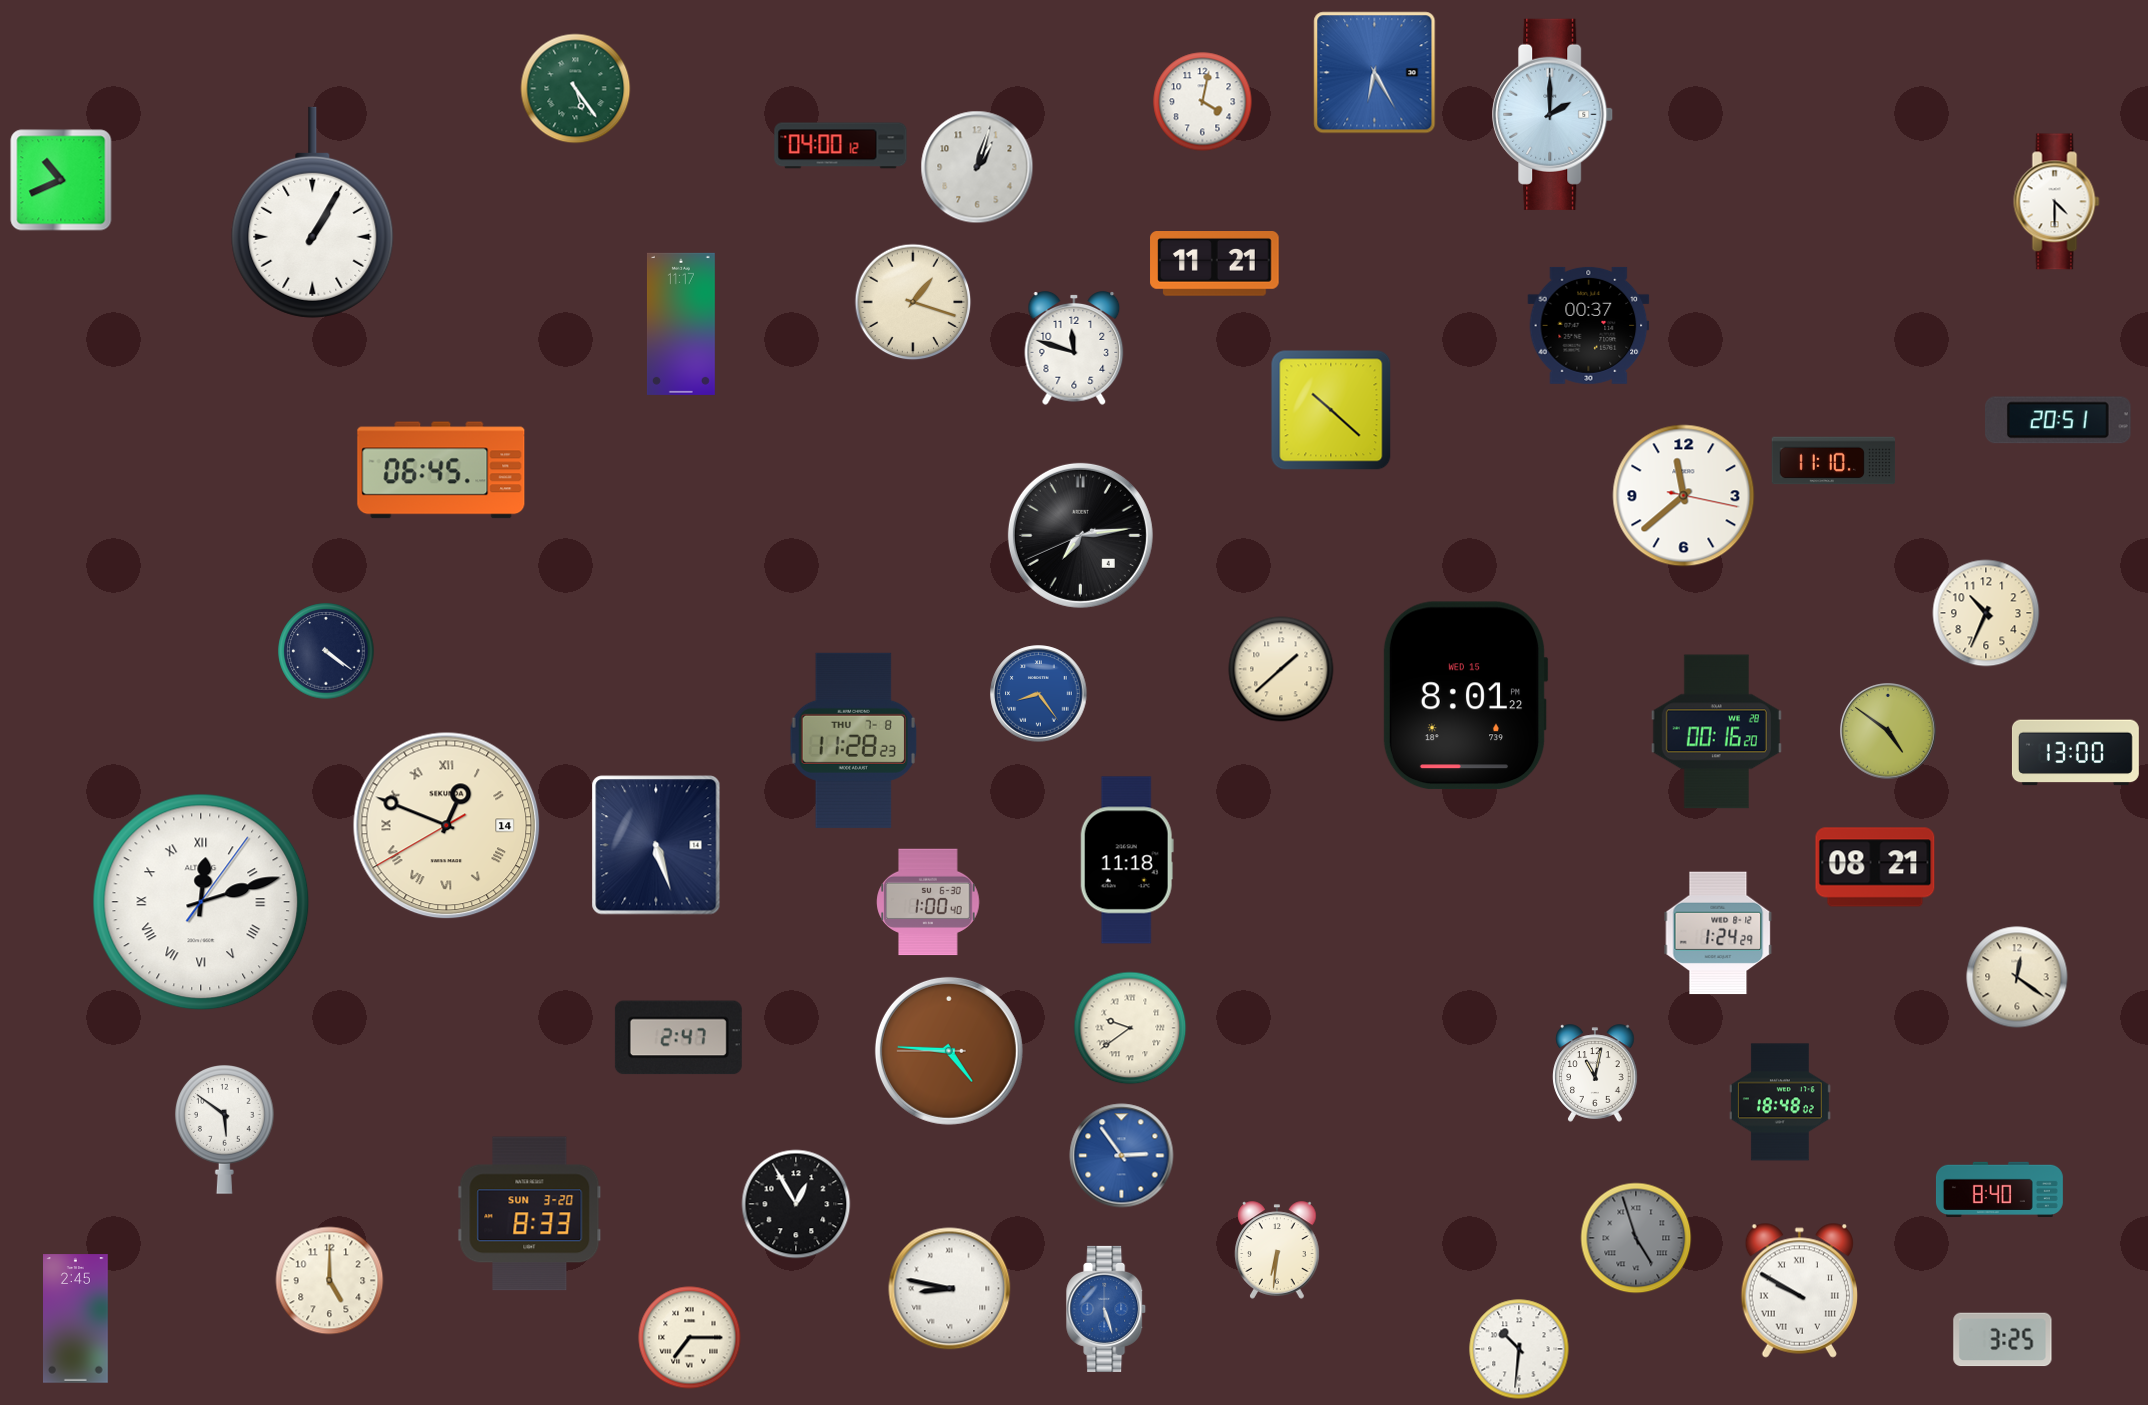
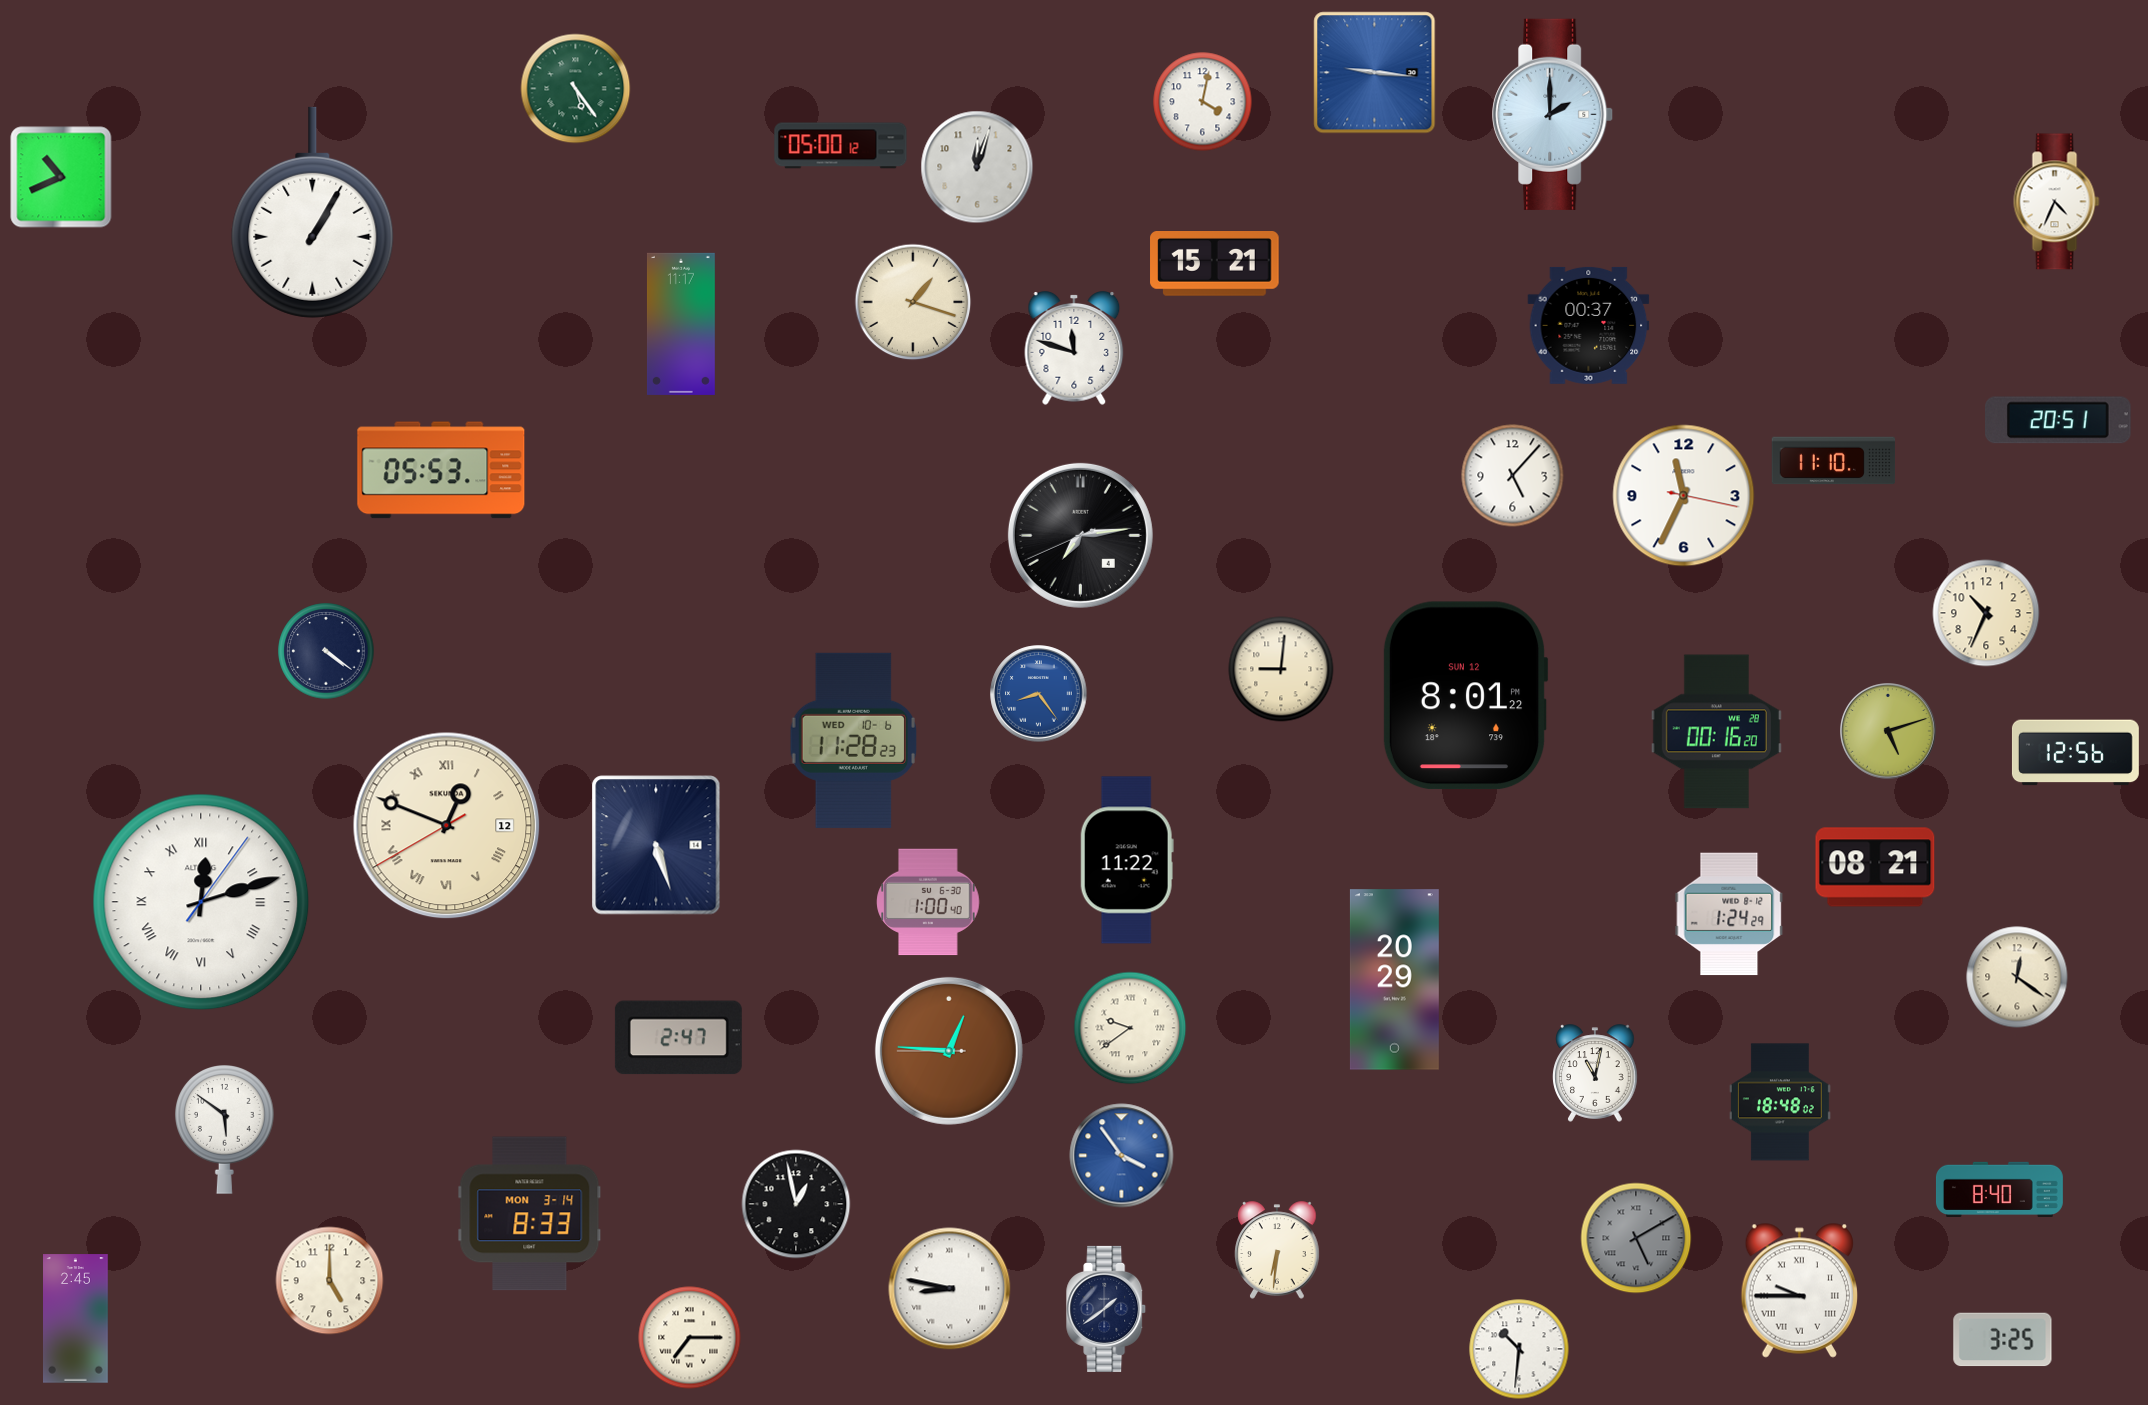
clock at (1375, 73): 6:25 -> 9:16
clock at (841, 146): 04:00 -> 05:00
clock at (977, 167): 1:03 -> 12:03
clock at (61, 180) position: (61, 180) -> (61, 177)
clock at (2057, 202): 4:30 -> 4:34
clock at (1215, 264): 11:21 -> 15:21
clock at (1331, 410): 10:22 -> none
clock at (441, 470): 06:45 -> 05:53
clock at (1513, 476): none -> 5:07
clock at (1684, 496): 11:38 -> 11:34
clock at (1281, 669): 1:38 -> 9:01
clock at (1465, 696) date: WED 15 -> SUN 12
clock at (1888, 731): 4:51 -> 5:12
clock at (853, 740) date: THU 7-8 -> WED 10-6
clock at (2075, 753): 13:00 -> 12:56
clock at (447, 826) date: 14 -> 12
clock at (1127, 860): 11:18 -> 11:22
clock at (1718, 933) position: (1718, 933) -> (1729, 914)
clock at (1394, 980): none -> 20:29
clock at (949, 1051): 4:45 -> 12:45
clock at (1122, 1156): 2:54 -> 3:54
clock at (796, 1204): 12:55 -> 12:58
clock at (530, 1214) date: SUN 3-20 -> MON 3-14
clock at (1636, 1238): 4:57 -> 5:10
clock at (1799, 1290): 9:50 -> 9:45
clock at (1107, 1309): 5:27 -> 1:39
clock at (1107, 1309) dial: blue -> navy
